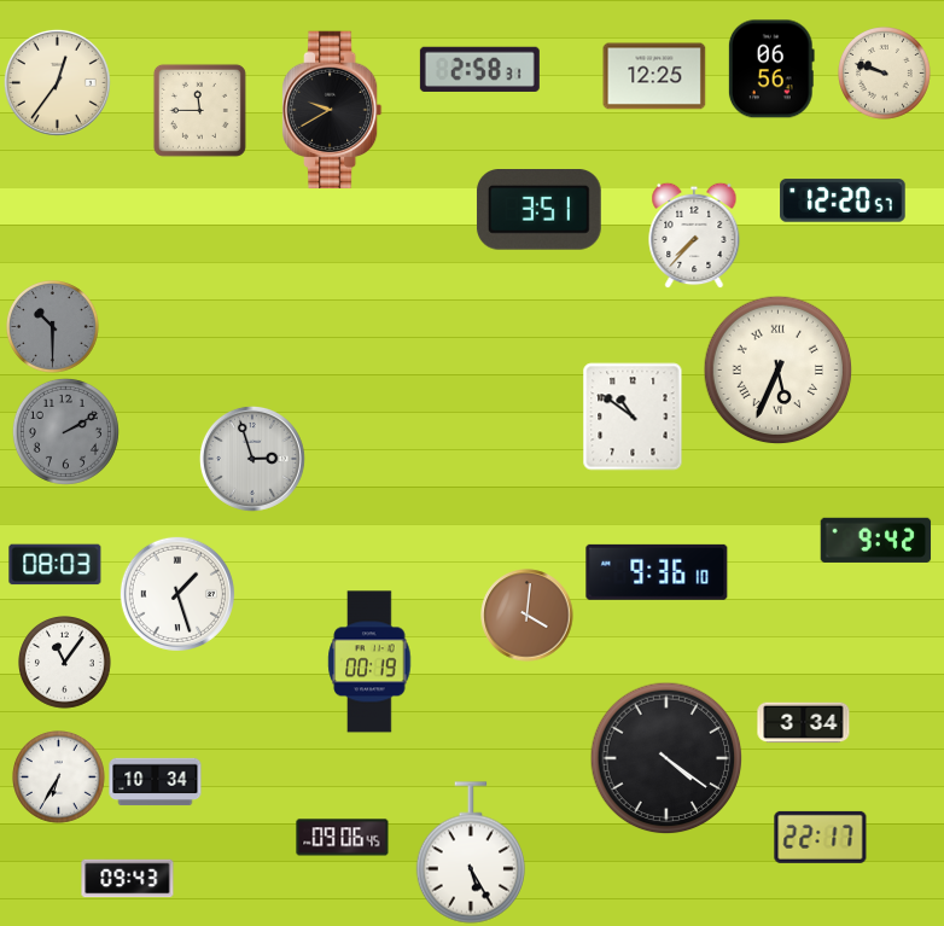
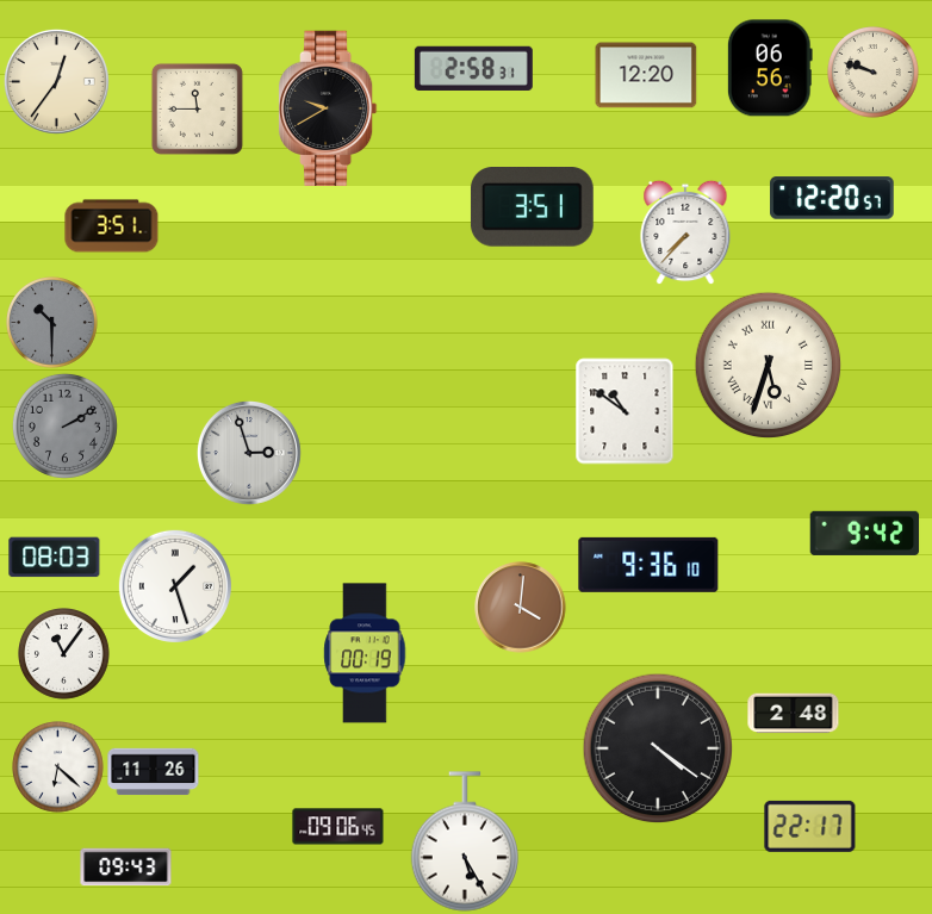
clock at (771, 69) position: (771, 69) -> (770, 68)
clock at (654, 76): 12:25 -> 12:20
clock at (112, 226): none -> 3:51
clock at (779, 371): 5:34 -> 5:33
clock at (804, 723): 3:34 -> 2:48
clock at (59, 778): 6:35 -> 6:22
clock at (156, 782): 10:34 -> 11:26
